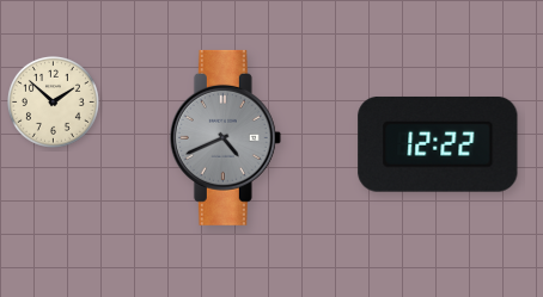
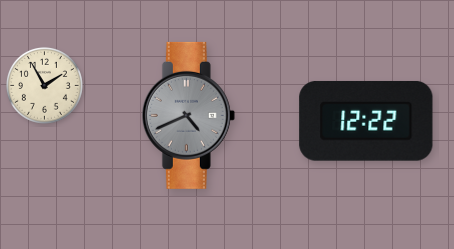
clock at (53, 101): 1:52 -> 1:55
